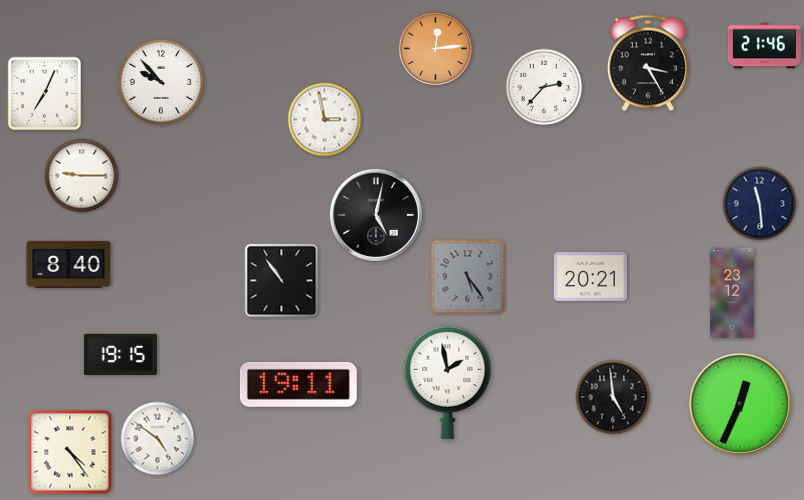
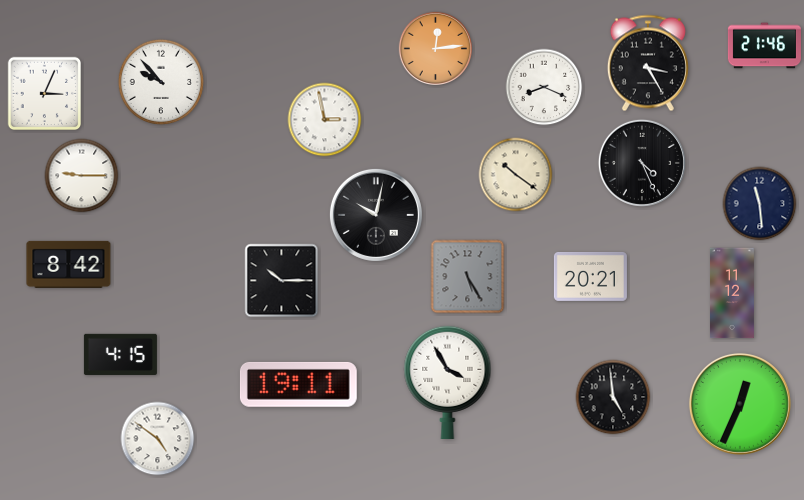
clock at (544, 87): 2:37 -> 8:19
clock at (45, 94): 7:04 -> 3:04
clock at (642, 163): none -> 4:26
clock at (516, 175): none -> 10:21
clock at (376, 215): 5:02 -> 10:02
clock at (69, 264): 8:40 -> 8:42
clock at (468, 277): 5:24 -> 5:25
clock at (282, 281): 10:54 -> 10:15
clock at (732, 293): 23:12 -> 11:12
clock at (120, 354): 19:15 -> 4:15
clock at (448, 382): 1:58 -> 3:55
clock at (70, 452): 4:24 -> none
